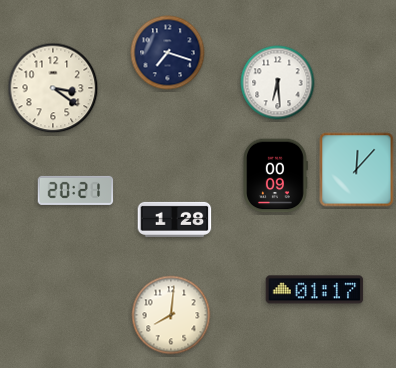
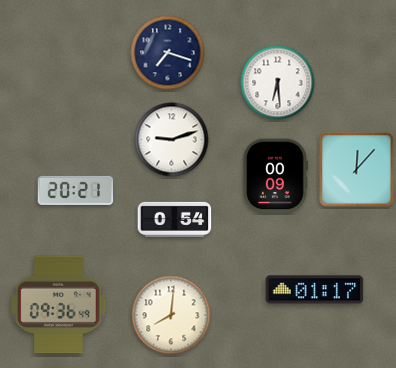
clock at (53, 88): 3:21 -> none
clock at (172, 140): none -> 9:12
clock at (175, 219): 1:28 -> 0:54
clock at (59, 305): none -> 09:36
